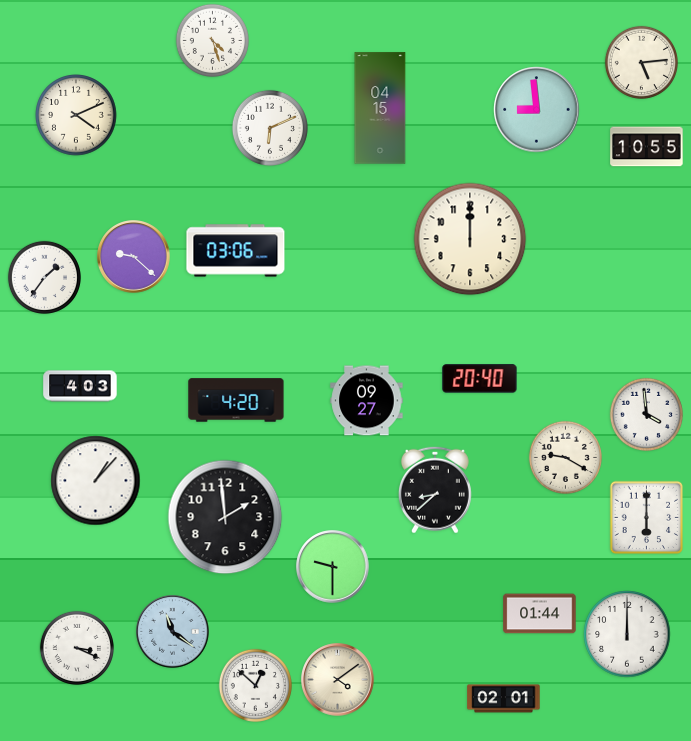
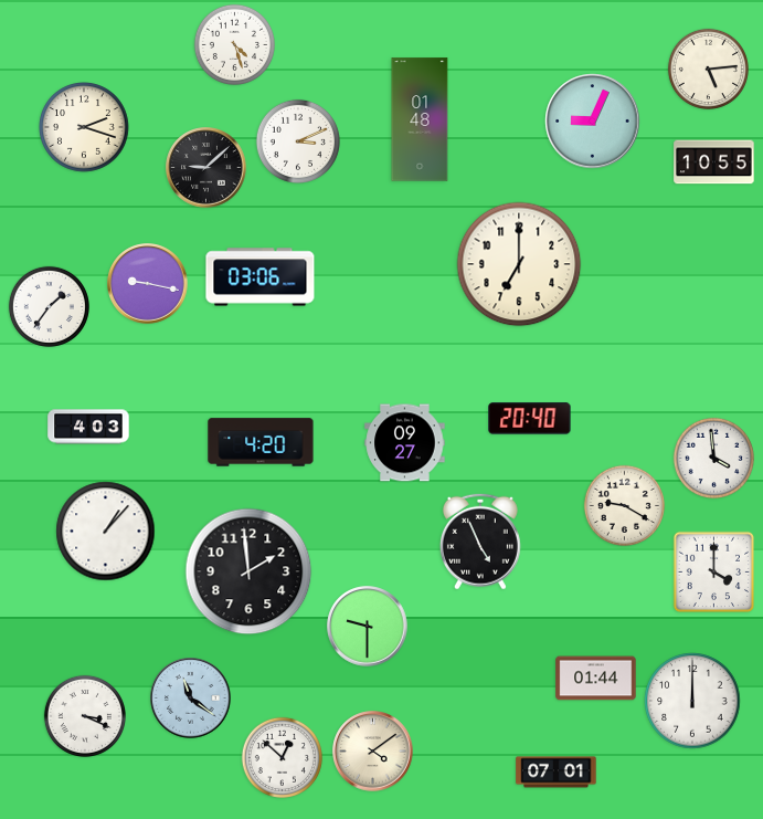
clock at (380, 108): 04:15 -> 01:48
clock at (537, 110): 8:59 -> 9:04
clock at (77, 116): 4:11 -> 2:18
clock at (270, 128): 6:11 -> 3:11
clock at (206, 168): none -> 9:08
clock at (470, 239): 12:00 -> 7:00
clock at (134, 257): 9:22 -> 9:17
clock at (435, 490): 8:38 -> 4:56
clock at (647, 518): 6:00 -> 4:00
clock at (504, 699): 02:01 -> 07:01
